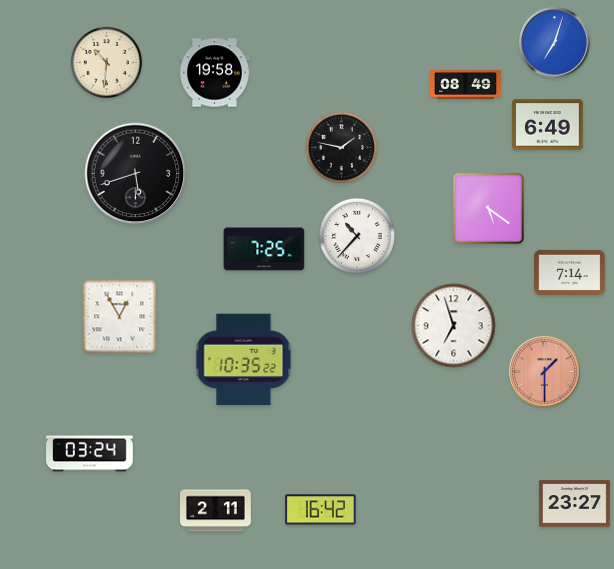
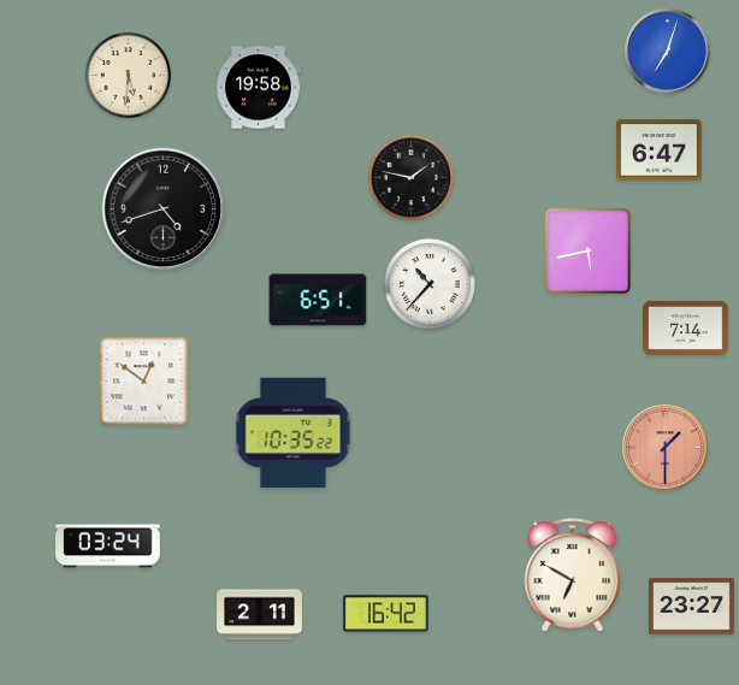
clock at (107, 63): 10:31 -> 5:31
clock at (466, 85): 08:49 -> none
clock at (548, 125): 6:49 -> 6:47
clock at (136, 174): 5:42 -> 4:42
clock at (488, 208): 5:21 -> 5:43
clock at (264, 249): 7:25 -> 6:51
clock at (120, 317): 12:55 -> 12:51
clock at (454, 326): 6:57 -> none
clock at (545, 372) position: (545, 372) -> (666, 448)
clock at (573, 575): none -> 6:50
